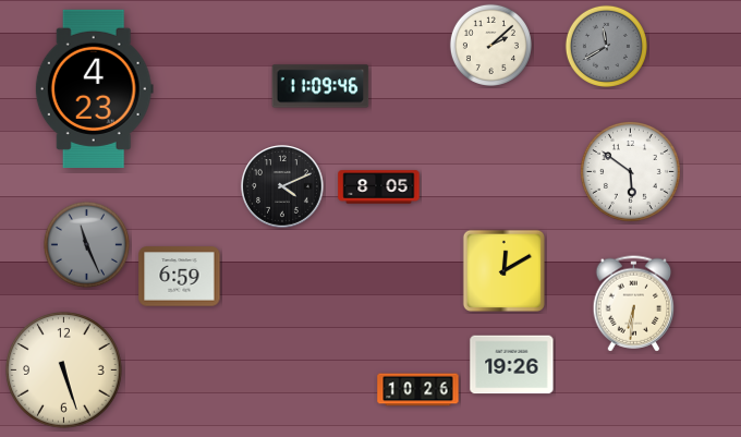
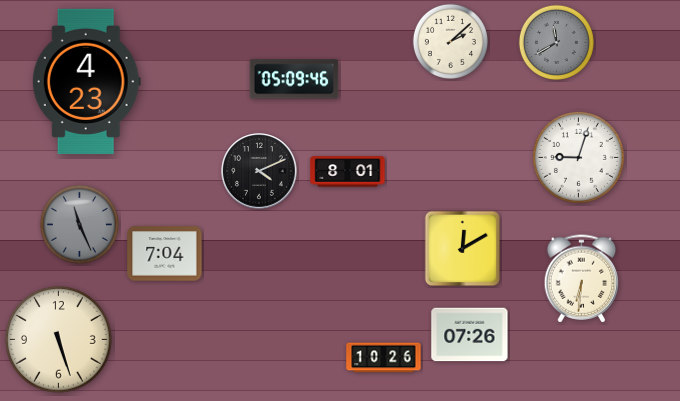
clock at (320, 86): 11:09 -> 05:09
clock at (630, 171): 5:51 -> 9:03
clock at (379, 187): 8:05 -> 8:01
clock at (180, 277): 6:59 -> 7:04
clock at (512, 365): 19:26 -> 07:26
